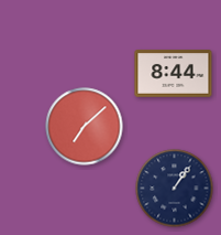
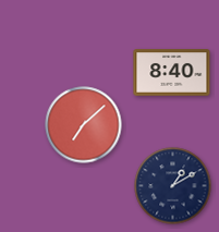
clock at (174, 74): 8:44 -> 8:40
clock at (175, 189): 1:06 -> 1:10
